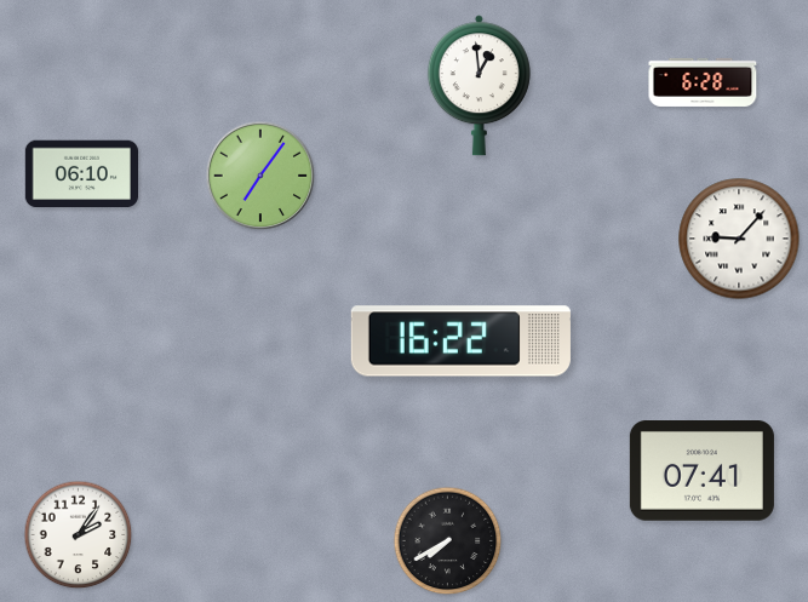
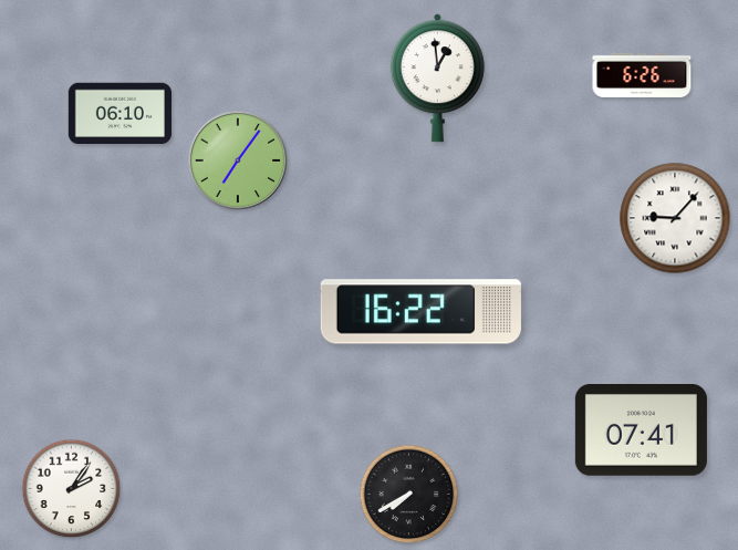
clock at (703, 82): 6:28 -> 6:26
clock at (81, 174) position: (81, 174) -> (119, 114)
